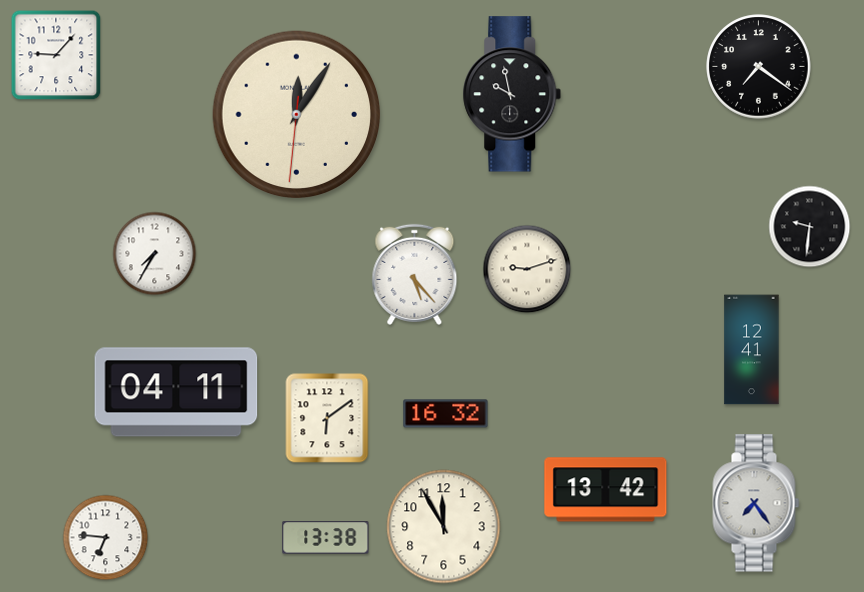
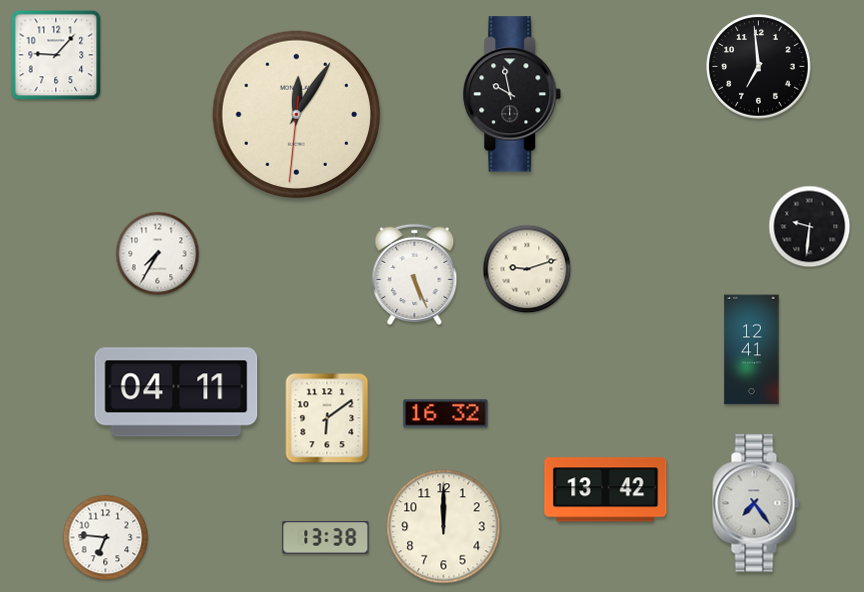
clock at (759, 67): 7:21 -> 6:59
clock at (155, 254) position: (155, 254) -> (158, 254)
clock at (415, 274): 5:23 -> 5:26
clock at (444, 527): 11:55 -> 12:00
